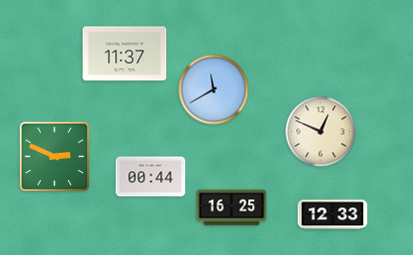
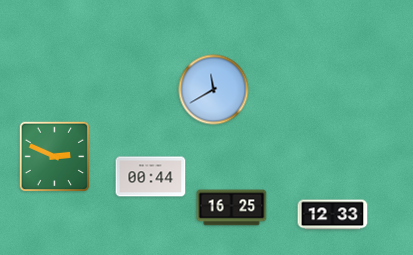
clock at (125, 54): 11:37 -> none
clock at (321, 132): 12:49 -> none
